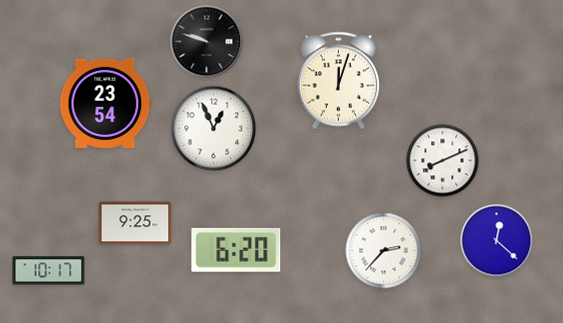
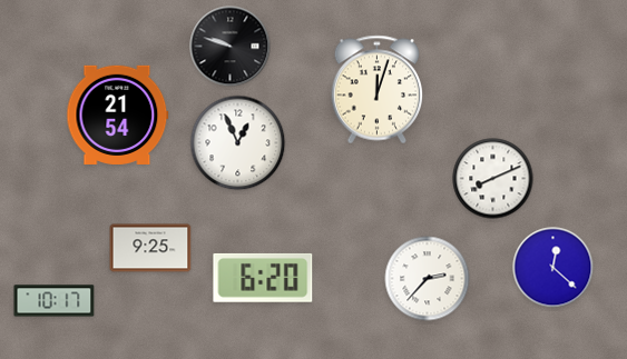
clock at (106, 103): 23:54 -> 21:54
